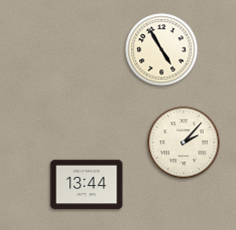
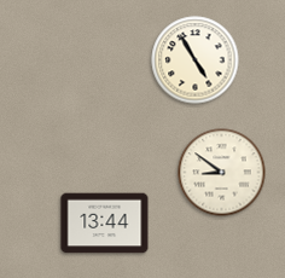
clock at (184, 143): 2:07 -> 8:51
